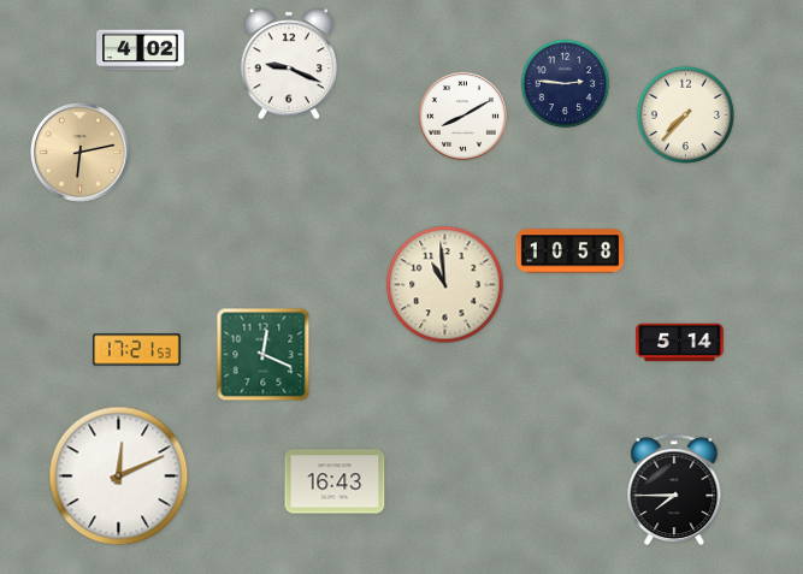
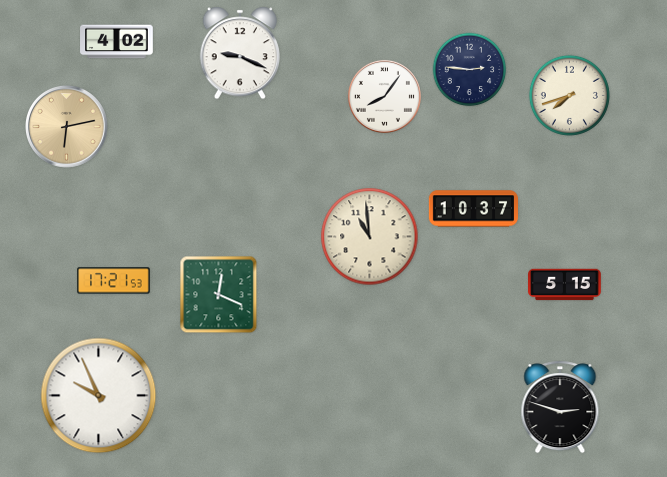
clock at (685, 114): 7:37 -> 7:42
clock at (462, 116): 8:10 -> 8:06
clock at (569, 252): 10:58 -> 10:37
clock at (680, 343): 5:14 -> 5:15
clock at (137, 350) position: (137, 350) -> (114, 281)
clock at (119, 477): 12:11 -> 9:56
clock at (335, 481): 16:43 -> none
clock at (674, 490): 7:45 -> 2:48
